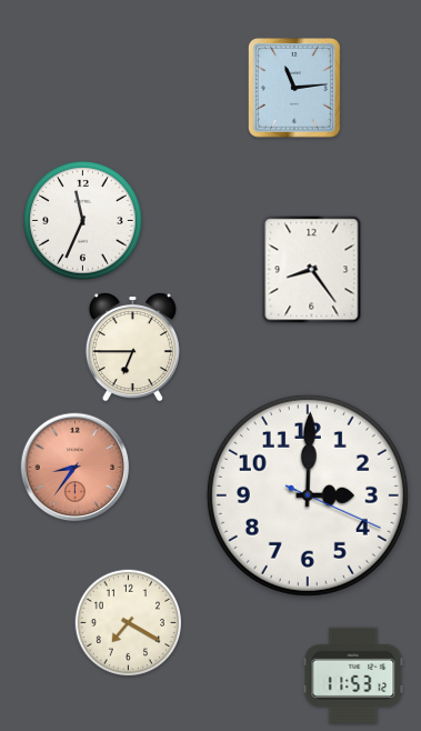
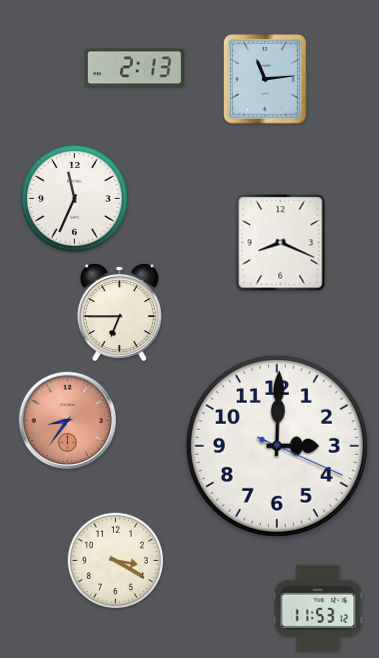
clock at (134, 68): none -> 2:13
clock at (312, 270): 8:24 -> 8:19
clock at (128, 622): 7:20 -> 3:20
